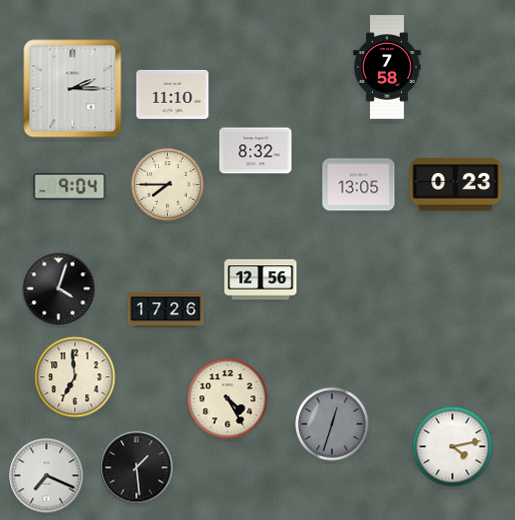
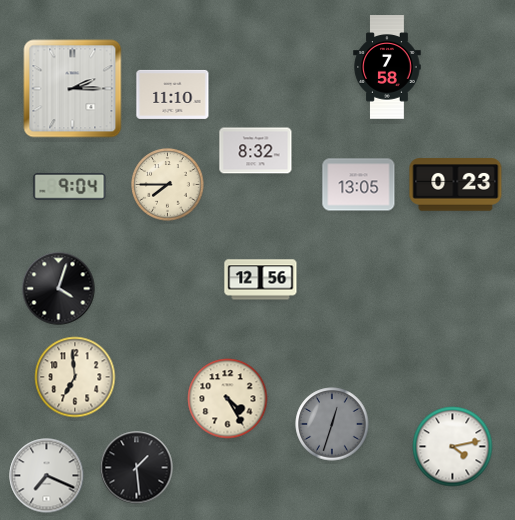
clock at (166, 310): 17:26 -> none
